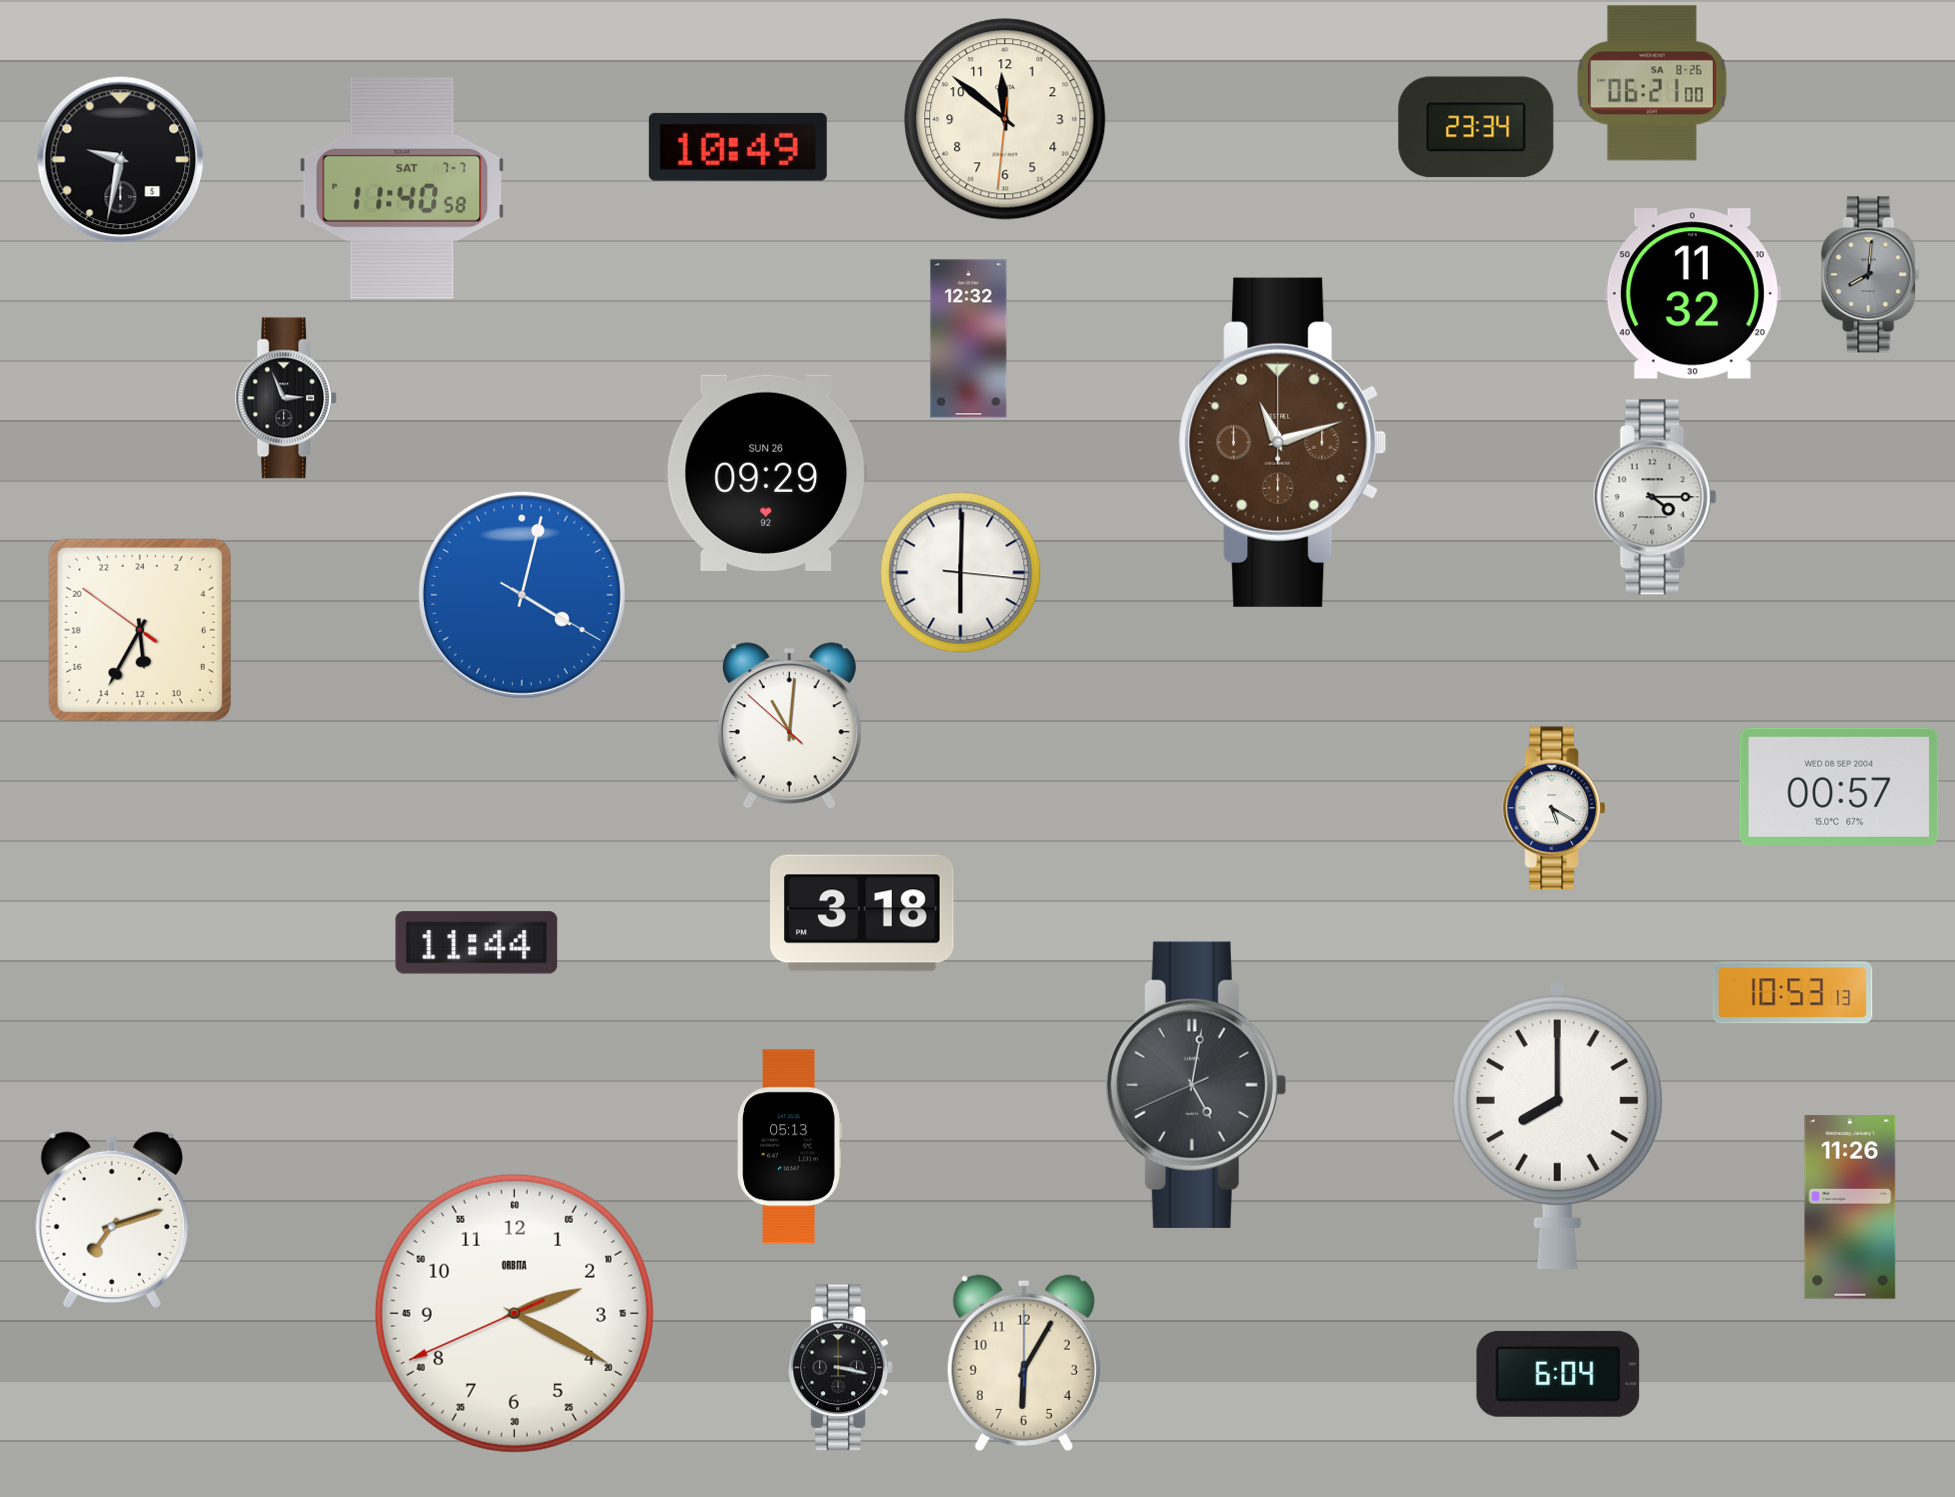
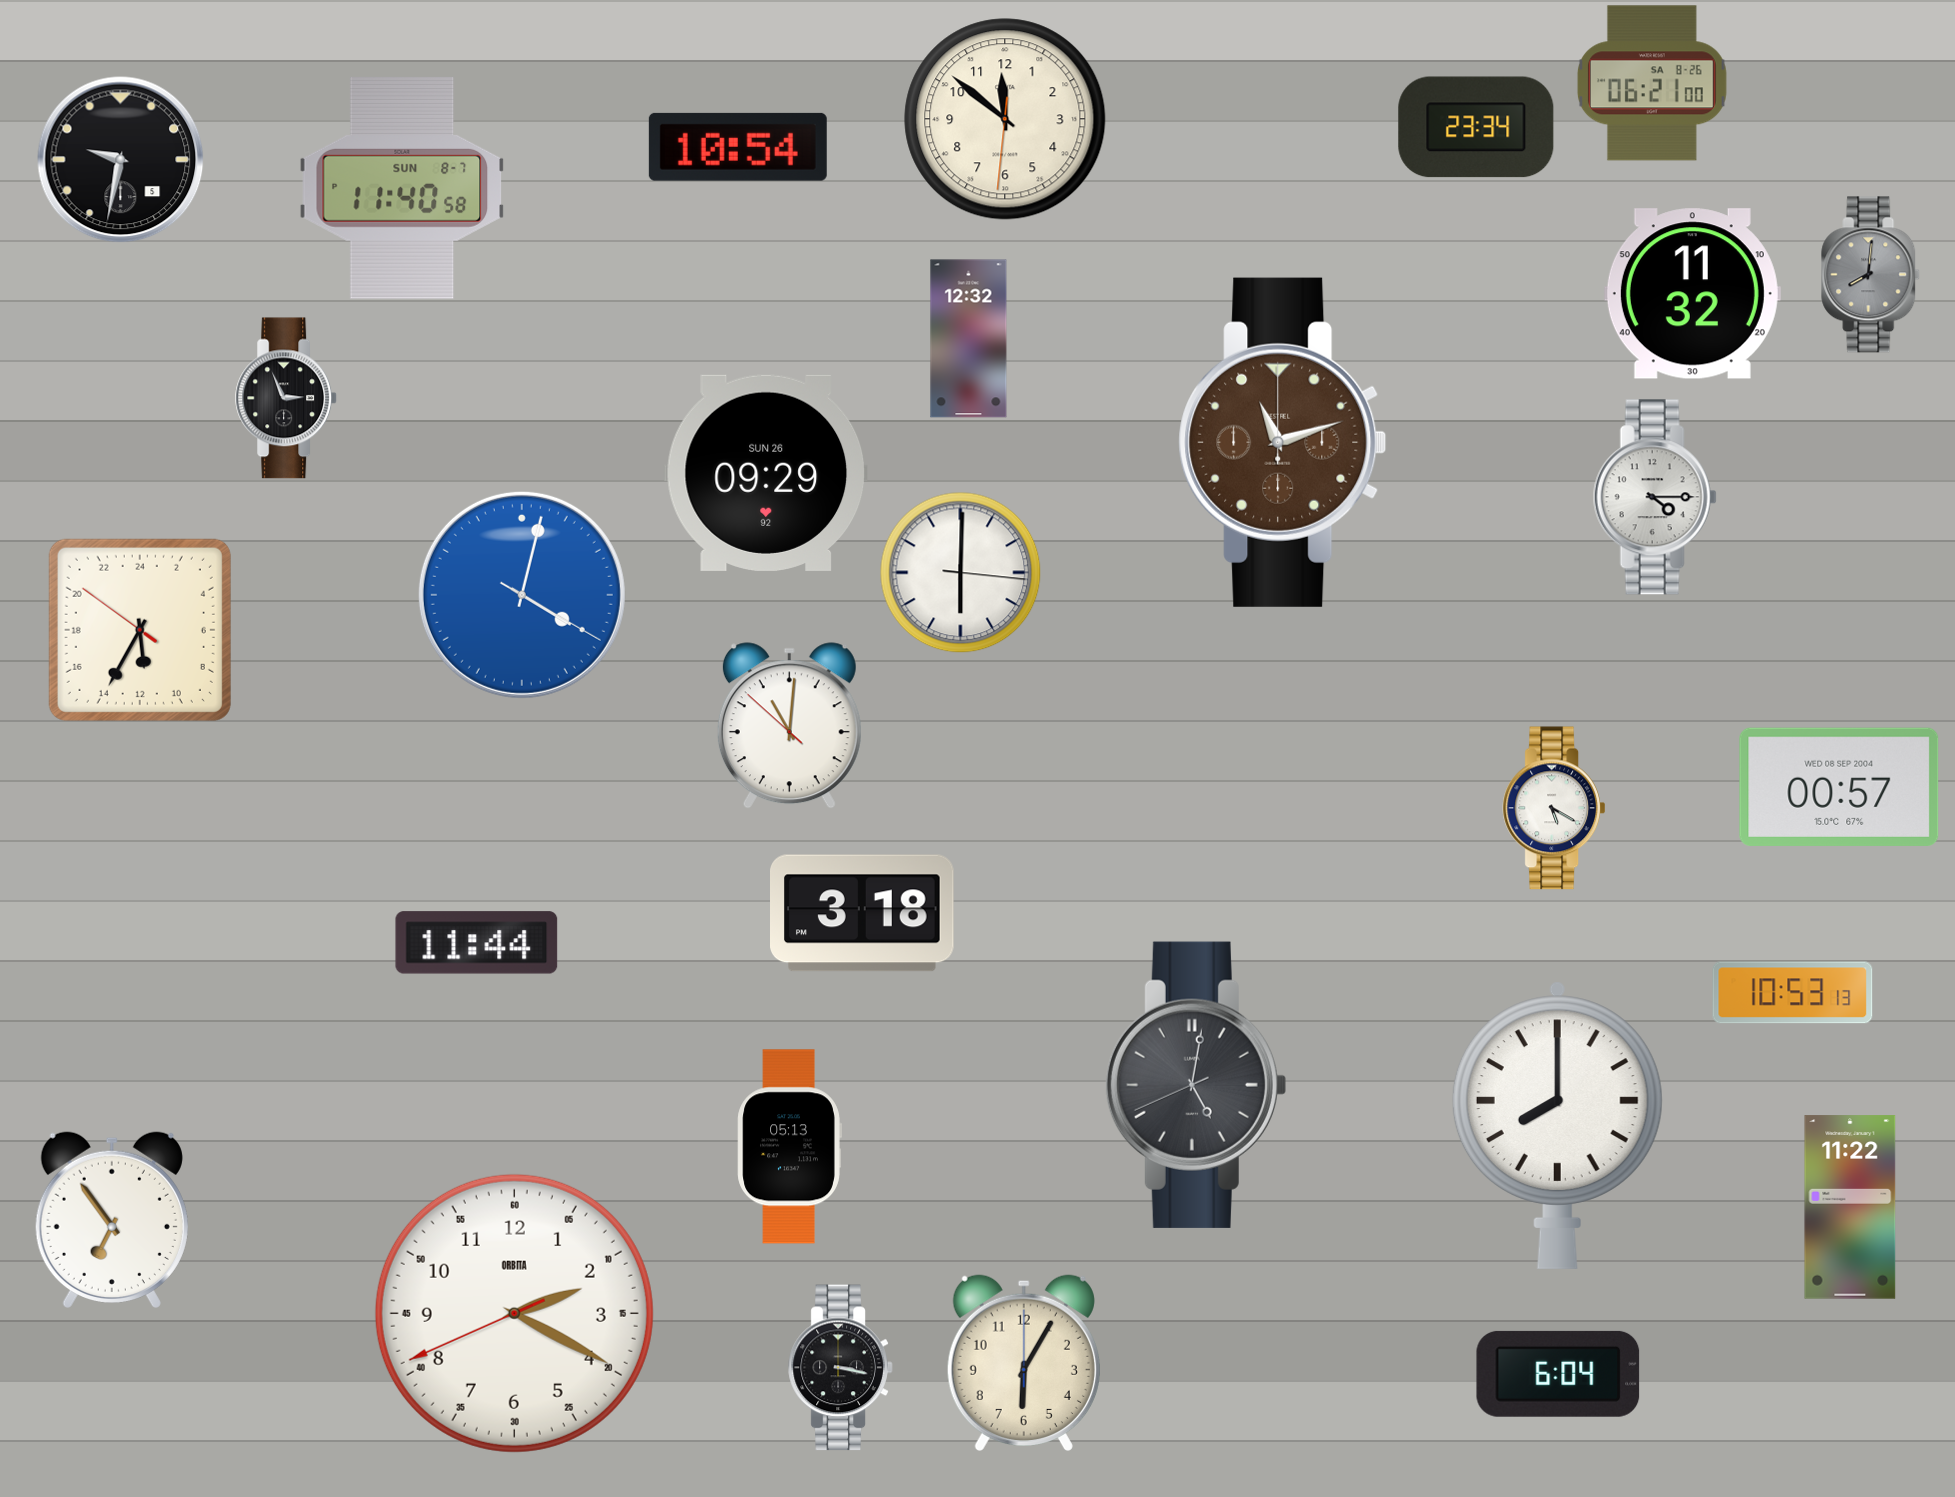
clock at (738, 147): 10:49 -> 10:54
clock at (402, 188) date: SAT 7-7 -> SUN 8-7
clock at (1850, 1207): 11:26 -> 11:22
clock at (112, 1220): 7:12 -> 6:54
